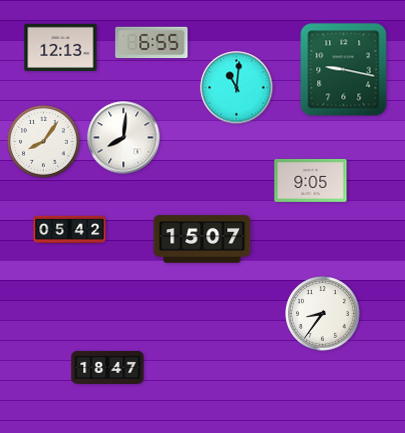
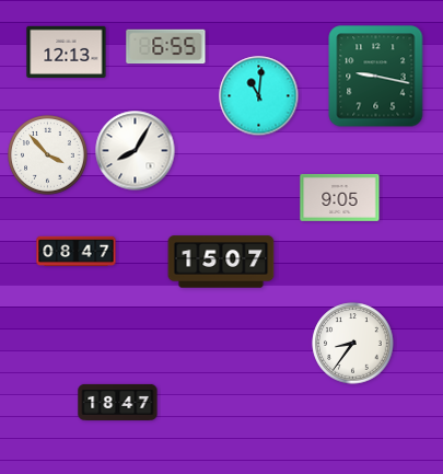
clock at (124, 138): 8:01 -> 8:05
clock at (44, 142): 8:06 -> 3:53
clock at (70, 230): 05:42 -> 08:47
